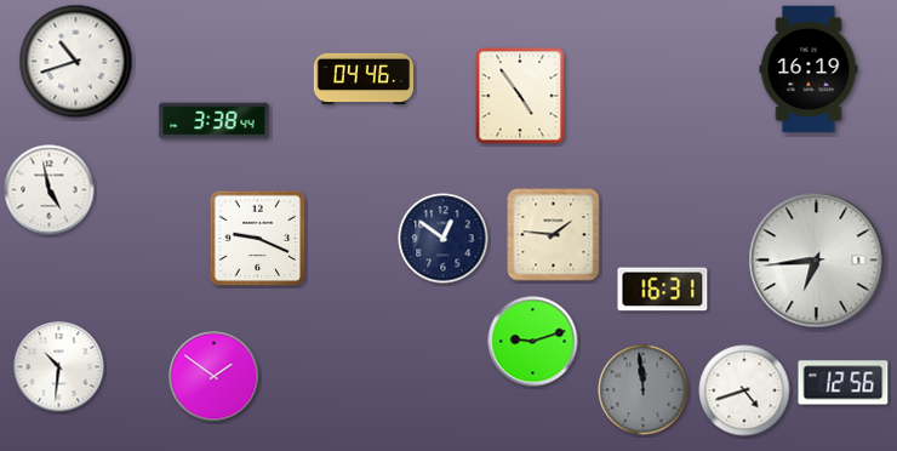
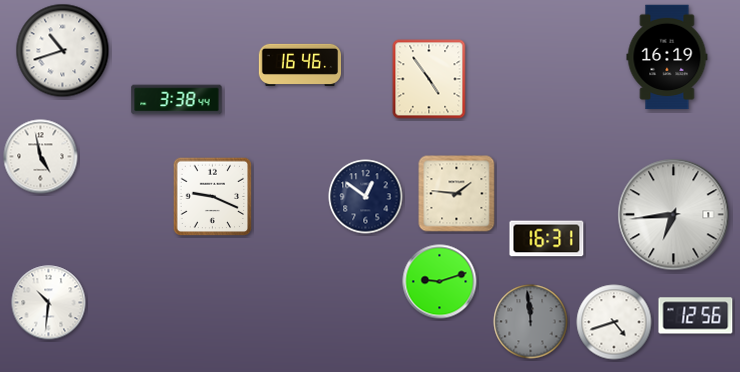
clock at (362, 78): 04:46 -> 16:46
clock at (215, 377): 1:51 -> none
